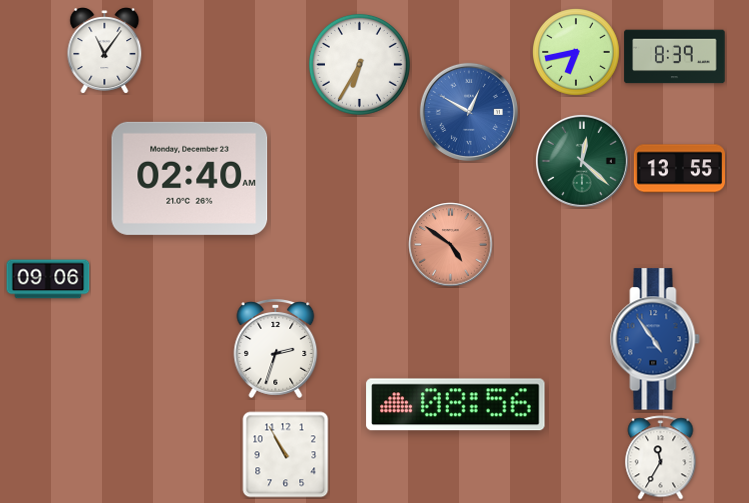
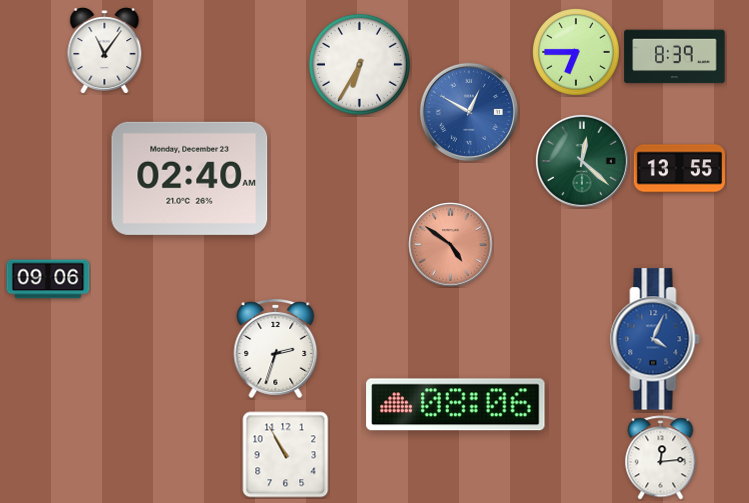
clock at (576, 52): 6:43 -> 6:45
clock at (655, 339): 4:54 -> 4:04
clock at (456, 405): 08:56 -> 08:06
clock at (661, 458): 11:35 -> 12:14
